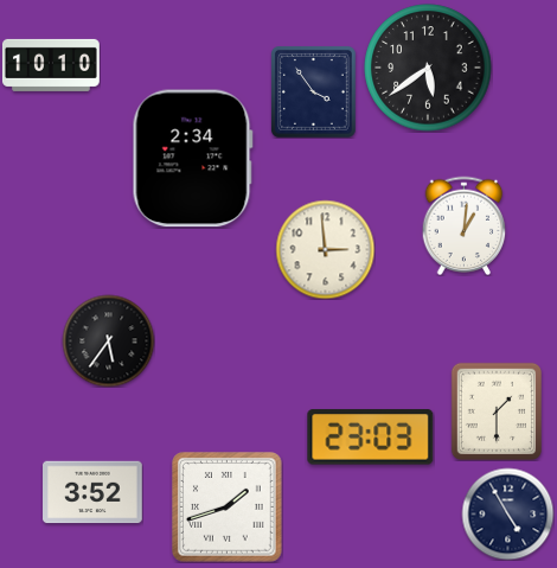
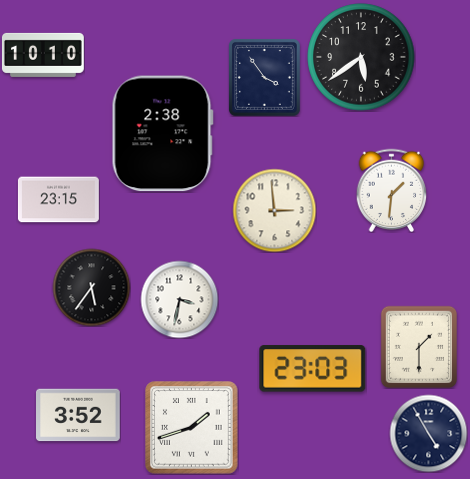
clock at (192, 159): 2:34 -> 2:38
clock at (465, 225): 1:01 -> 1:31
clock at (58, 200): none -> 23:15
clock at (179, 299): none -> 3:32
